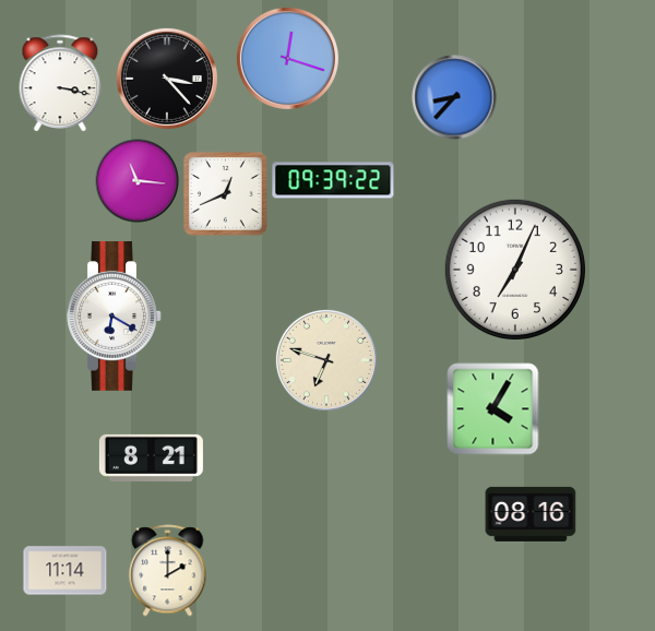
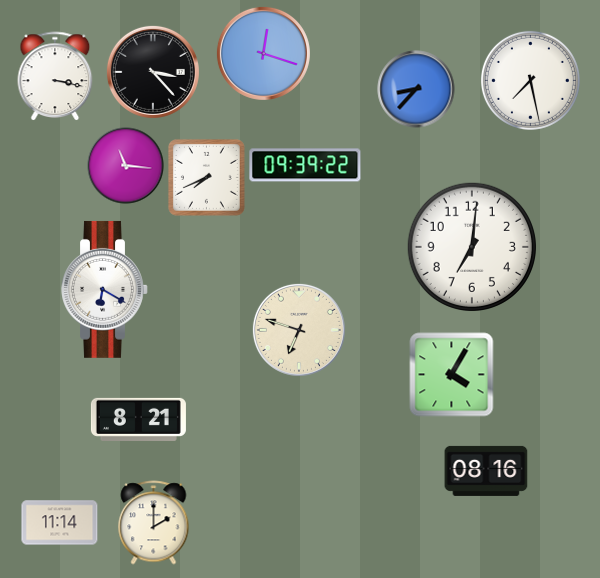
clock at (530, 80): none -> 7:28
clock at (225, 193): 12:41 -> 7:41
clock at (514, 269): 7:04 -> 7:01
